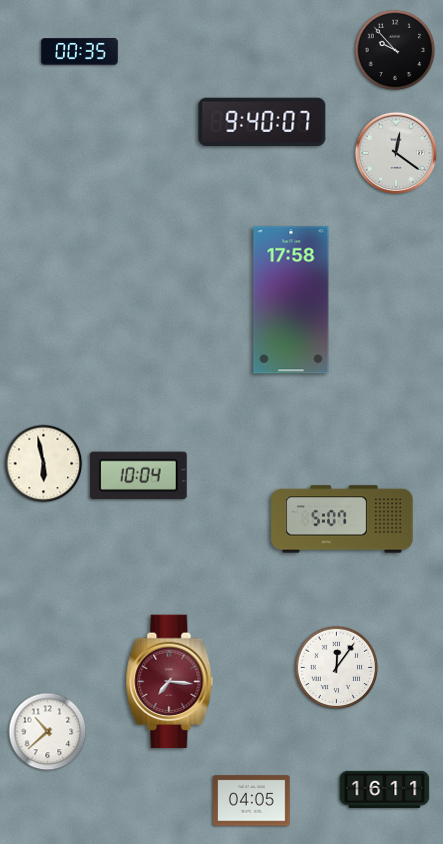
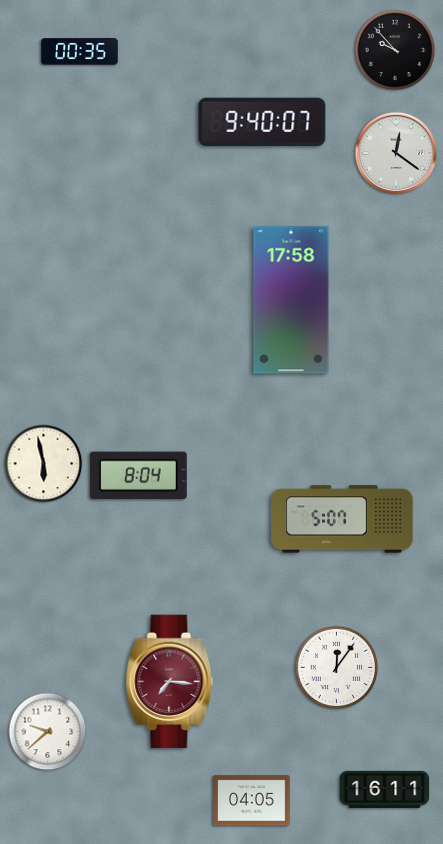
clock at (138, 476): 10:04 -> 8:04
clock at (48, 732): 10:38 -> 9:38
